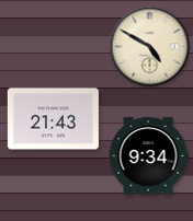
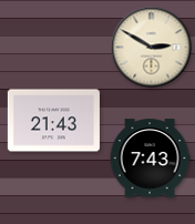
clock at (150, 47): 4:50 -> 2:50
clock at (148, 156): 9:34 -> 7:43
